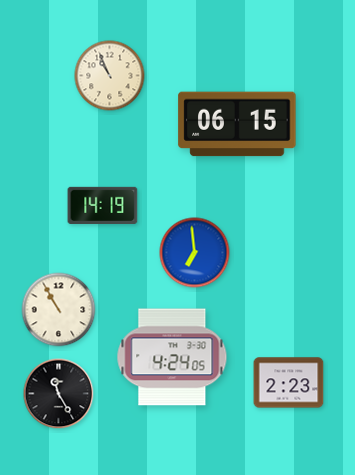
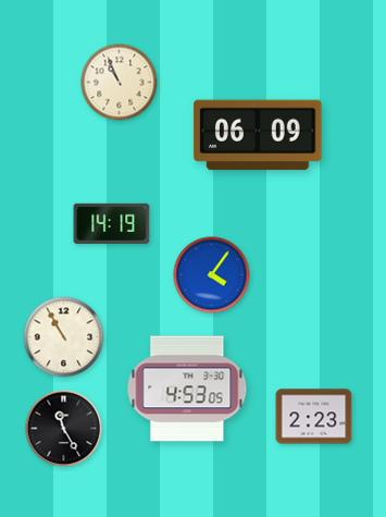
clock at (237, 124): 06:15 -> 06:09
clock at (195, 253): 6:59 -> 4:06
clock at (172, 357): 4:24 -> 4:53
